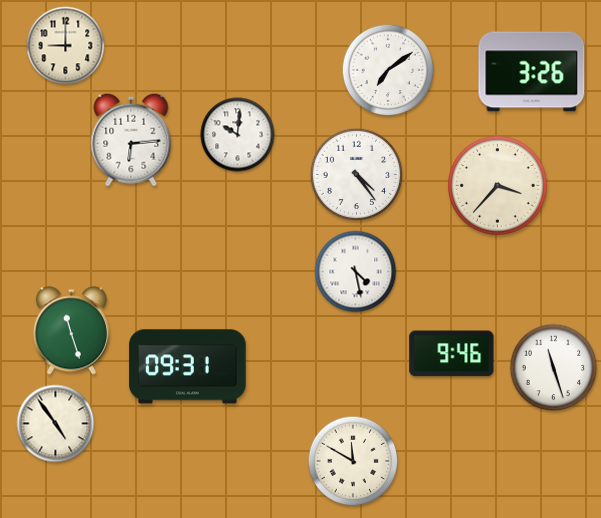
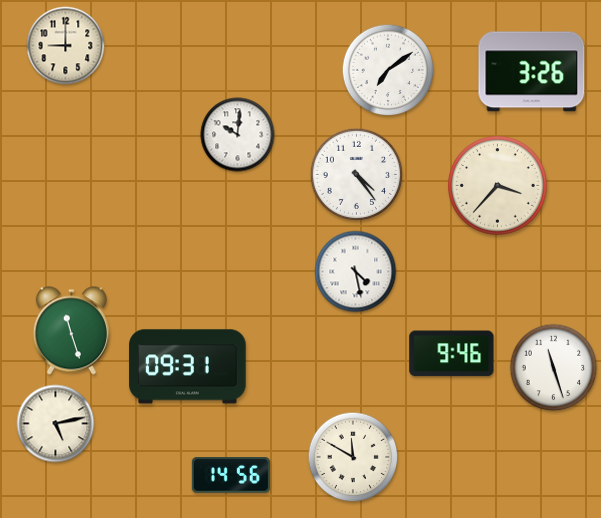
clock at (131, 140): 6:14 -> none
clock at (56, 424): 4:54 -> 5:13
clock at (353, 461) position: (353, 461) -> (353, 457)
clock at (231, 475): none -> 14:56
